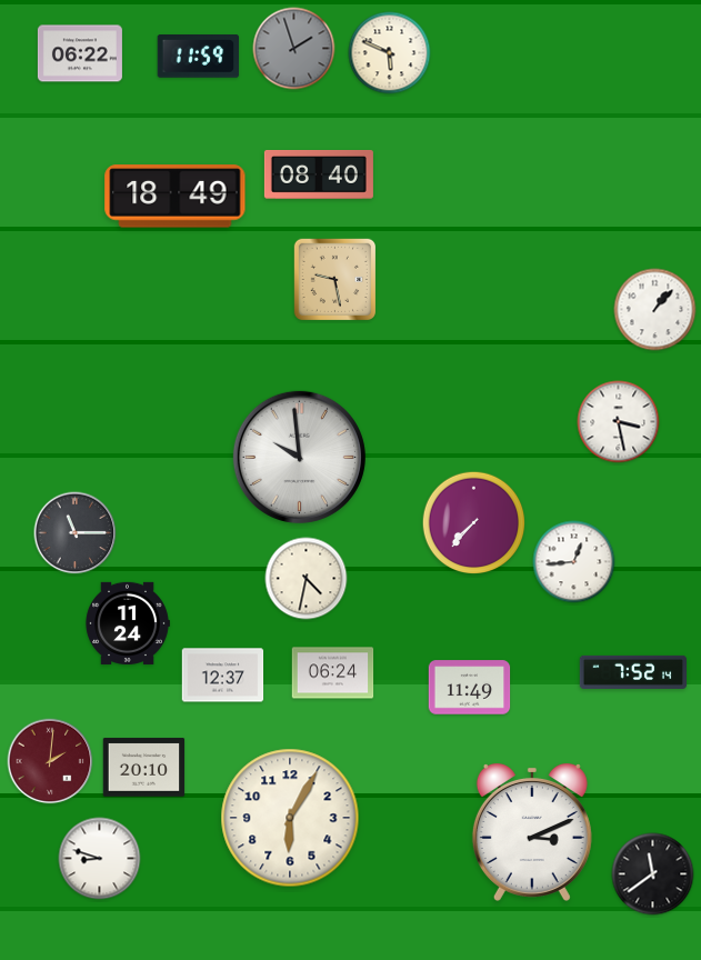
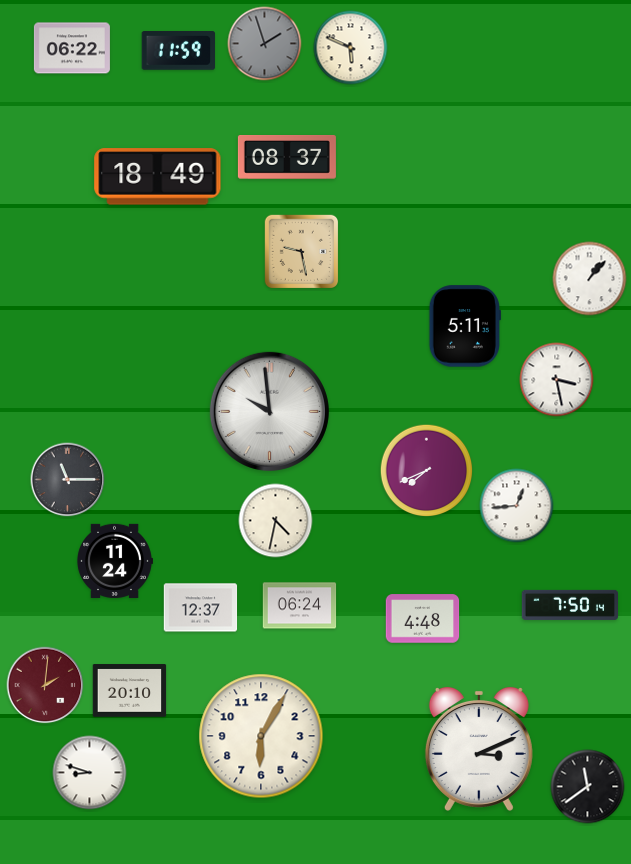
clock at (319, 176): 08:40 -> 08:37
clock at (465, 326): none -> 5:11
clock at (474, 523): 7:37 -> 7:41
clock at (632, 672): 7:52 -> 7:50
clock at (470, 688): 11:49 -> 4:48
